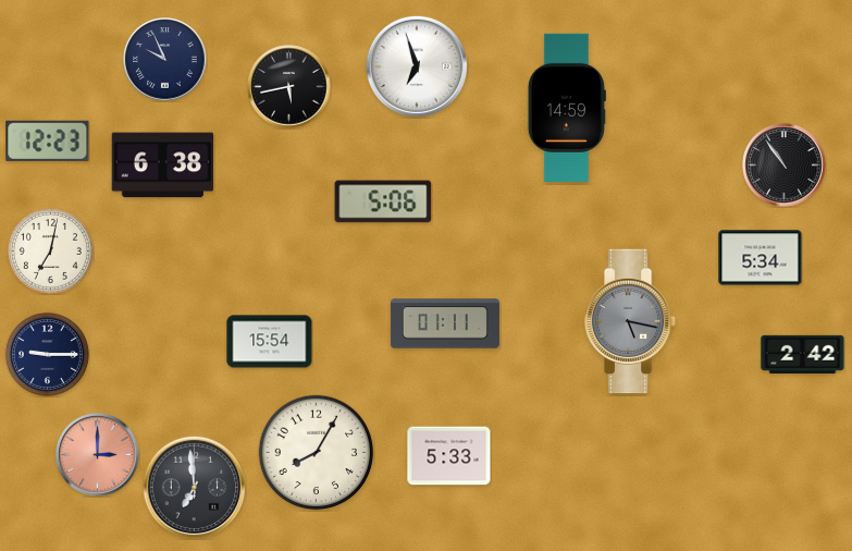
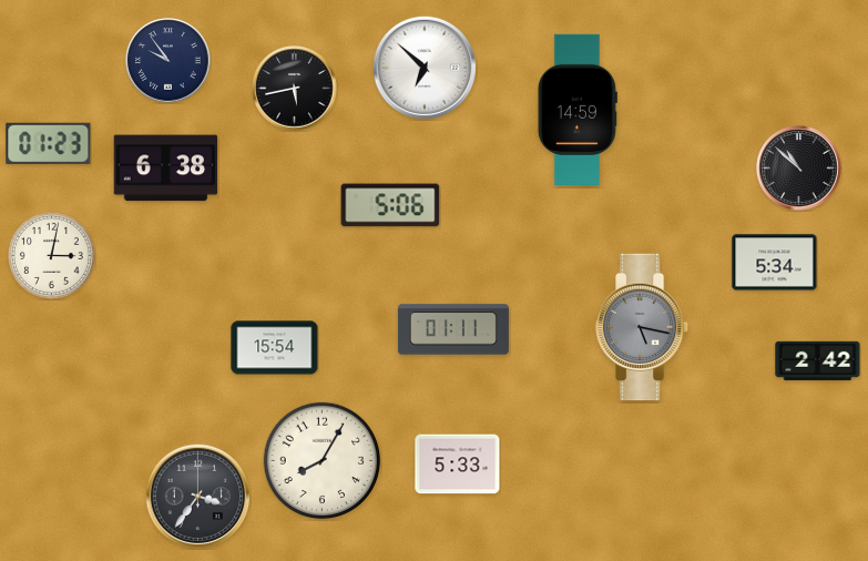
clock at (165, 60): 9:56 -> 9:54
clock at (416, 65): 6:57 -> 6:52
clock at (48, 140): 12:23 -> 01:23
clock at (785, 166): 10:54 -> 10:52
clock at (50, 250): 7:02 -> 3:02
clock at (47, 354): 9:15 -> none
clock at (98, 455): 3:00 -> none
clock at (194, 487): 6:59 -> 3:36
